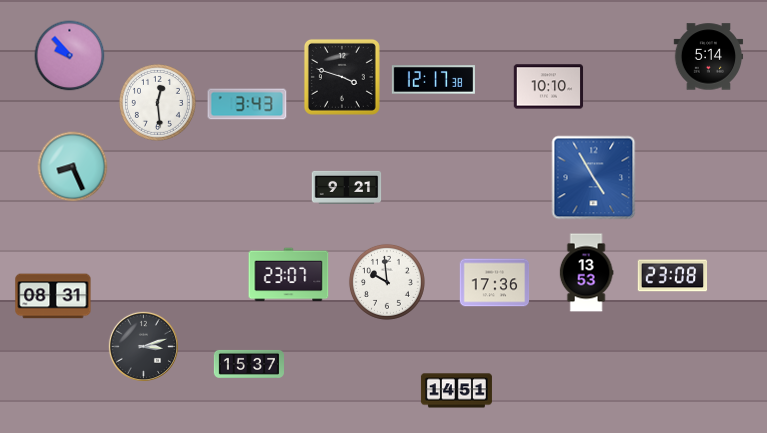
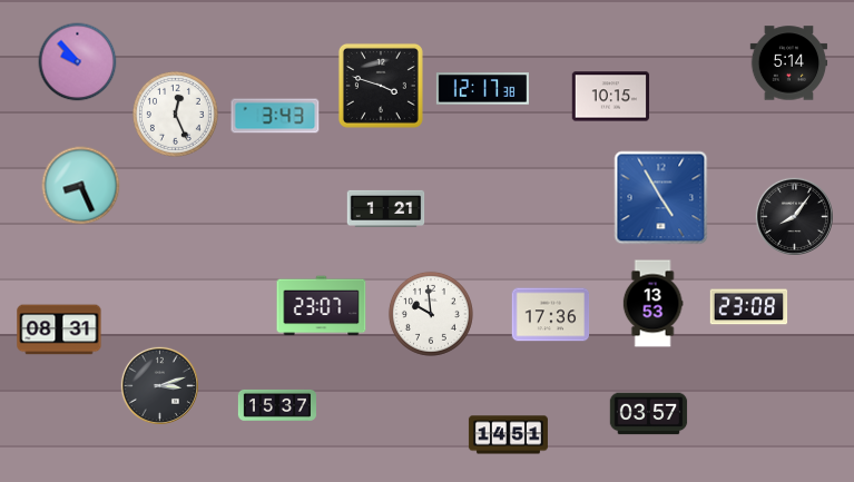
clock at (549, 87): 10:10 -> 10:15
clock at (157, 102): 12:29 -> 12:26
clock at (347, 187): 9:21 -> 1:21
clock at (794, 216): none -> 8:06
clock at (649, 414): none -> 03:57
